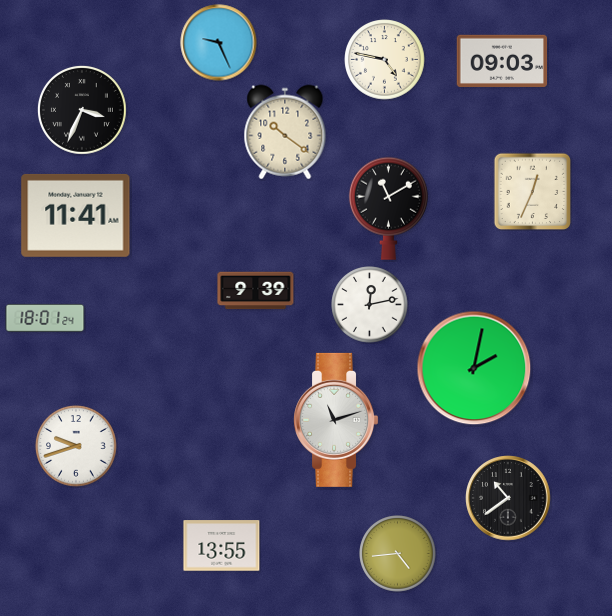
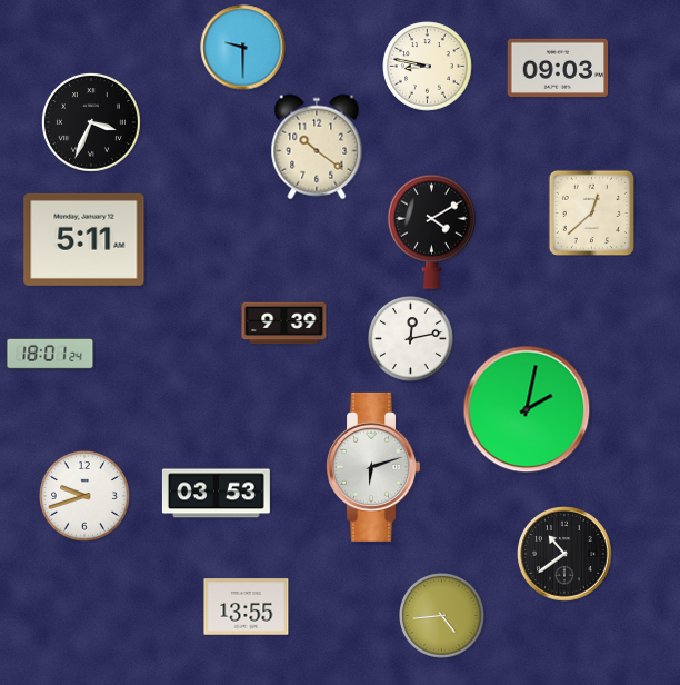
clock at (219, 43): 9:26 -> 9:30
clock at (385, 60): 4:47 -> 8:47
clock at (532, 191): 12:34 -> 12:38
clock at (388, 208): 11:10 -> 4:10
clock at (76, 215): 11:41 -> 5:11
clock at (336, 420): 11:12 -> 6:12
clock at (216, 494): none -> 03:53
